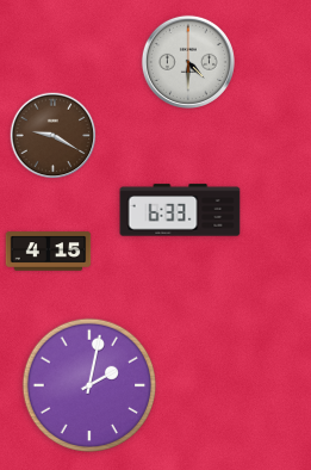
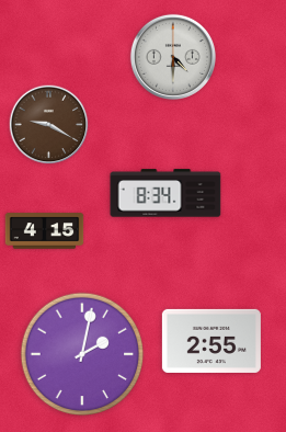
clock at (180, 210): 6:33 -> 8:34
clock at (211, 341): none -> 2:55
